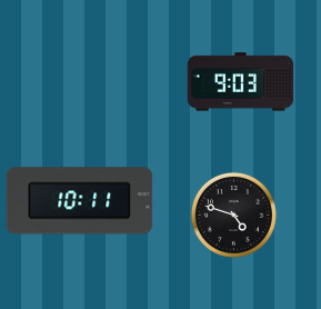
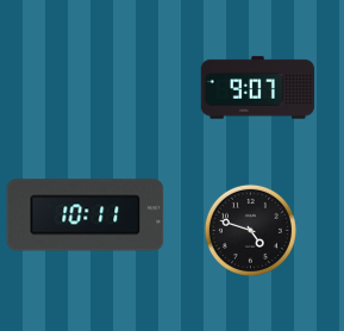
clock at (241, 82): 9:03 -> 9:07
